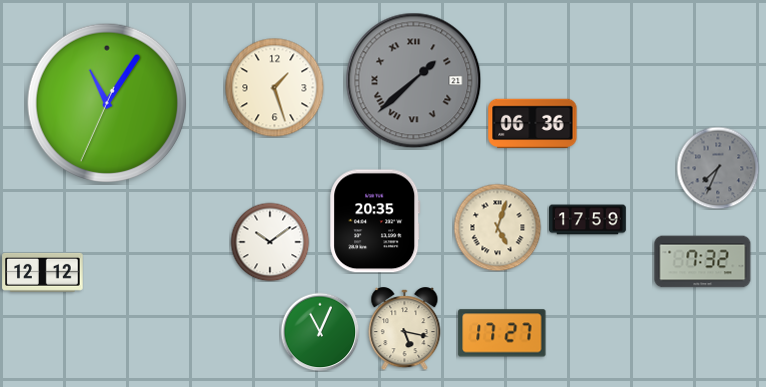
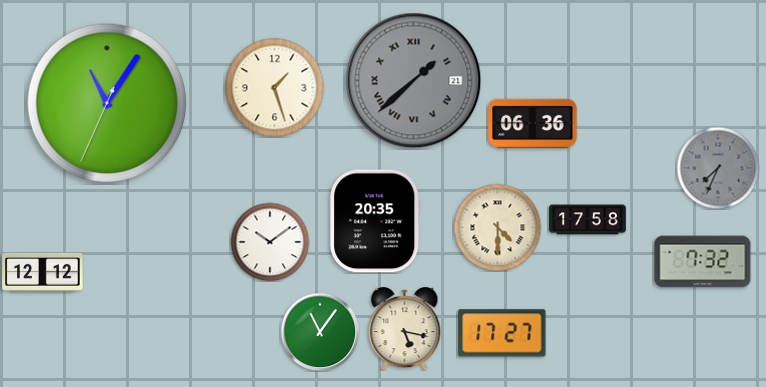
clock at (588, 220): 17:59 -> 17:58
clock at (497, 227): 5:03 -> 4:30
clock at (320, 332): 11:04 -> 11:06
